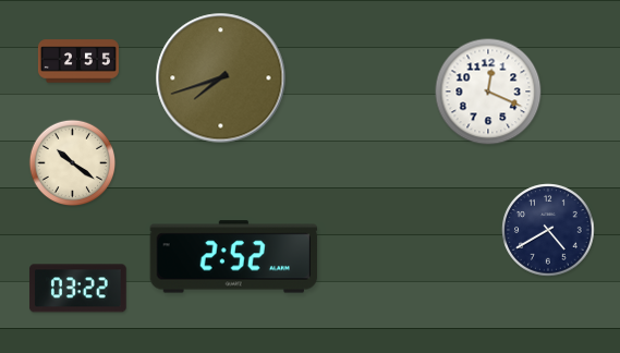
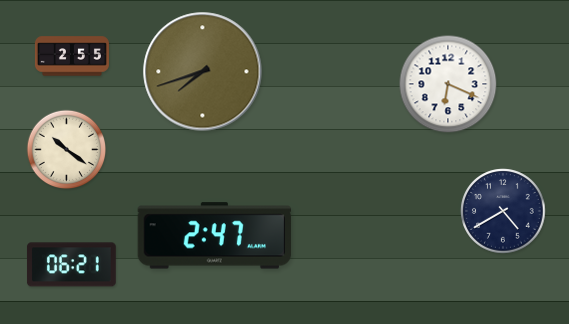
clock at (488, 92): 12:19 -> 6:19
clock at (233, 257): 2:52 -> 2:47
clock at (77, 289): 03:22 -> 06:21
